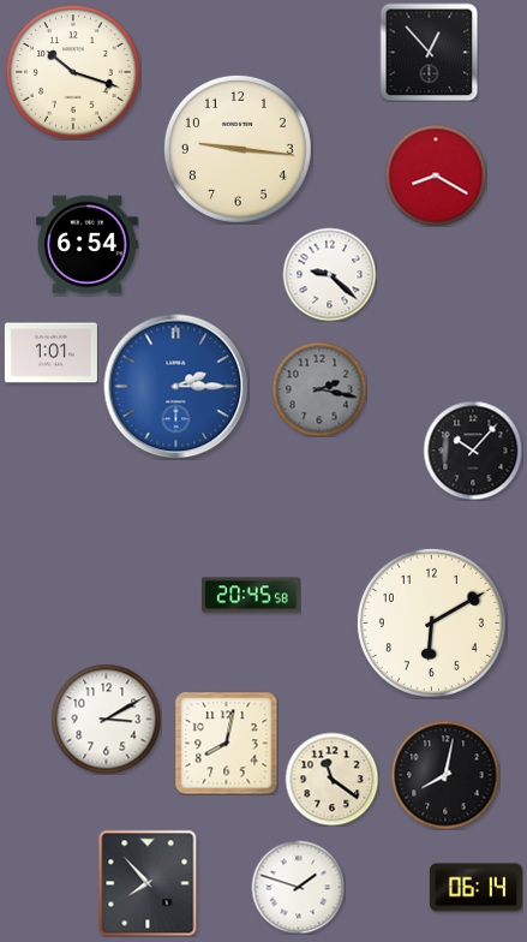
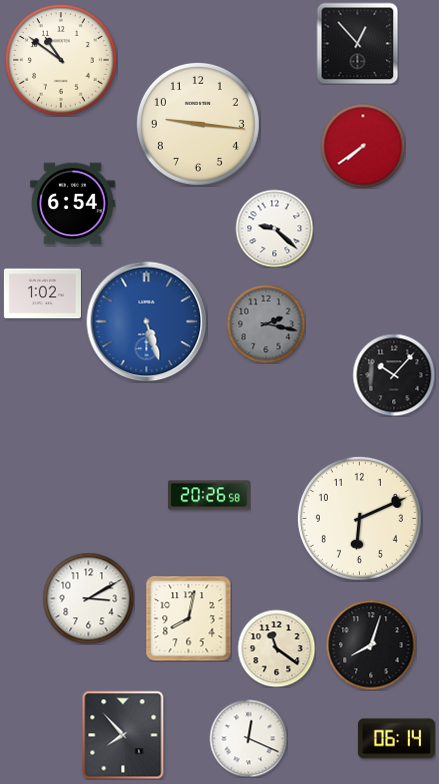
clock at (73, 72): 10:18 -> 10:51
clock at (436, 175): 8:20 -> 7:39
clock at (50, 353): 1:01 -> 1:02
clock at (176, 387): 2:15 -> 5:27
clock at (252, 595): 20:45 -> 20:26
clock at (431, 622): 6:10 -> 6:11
clock at (445, 775): 8:02 -> 8:03
clock at (298, 887): 1:48 -> 12:19
